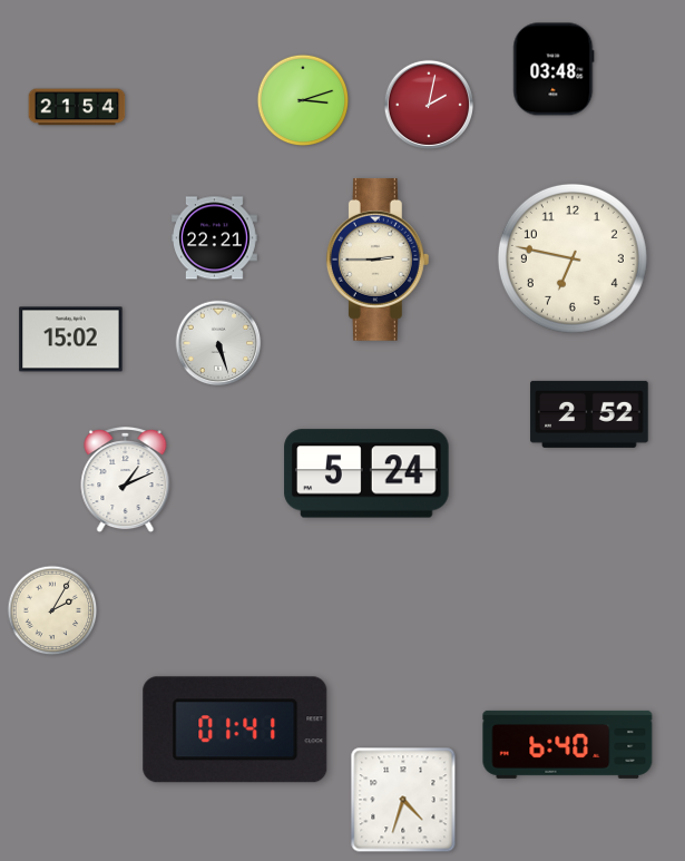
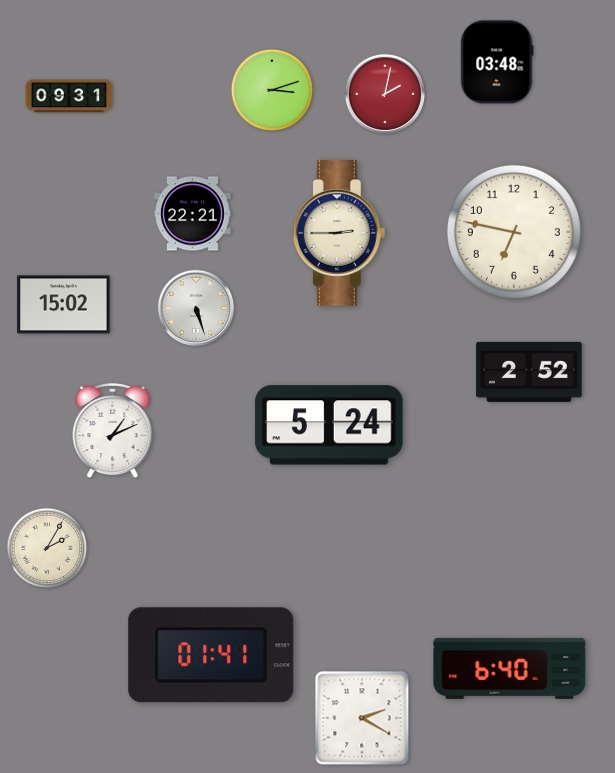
clock at (77, 107): 21:54 -> 09:31
clock at (403, 800): 4:33 -> 2:20
